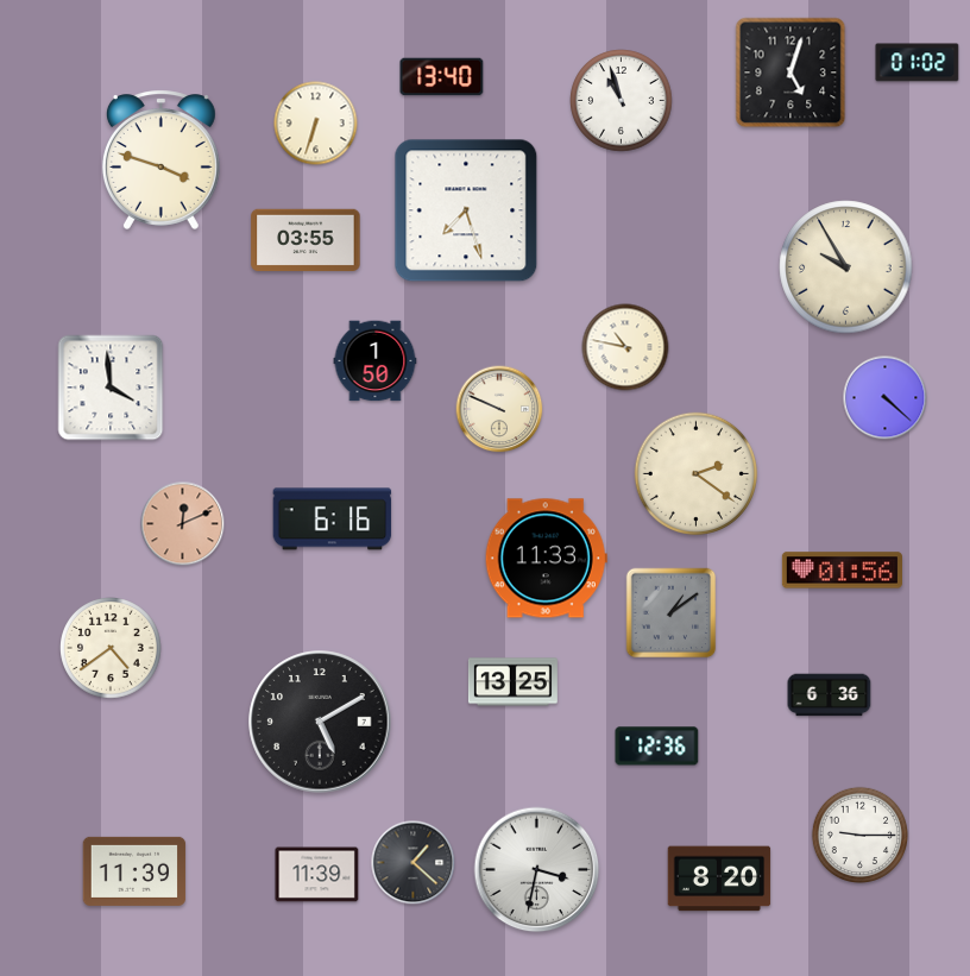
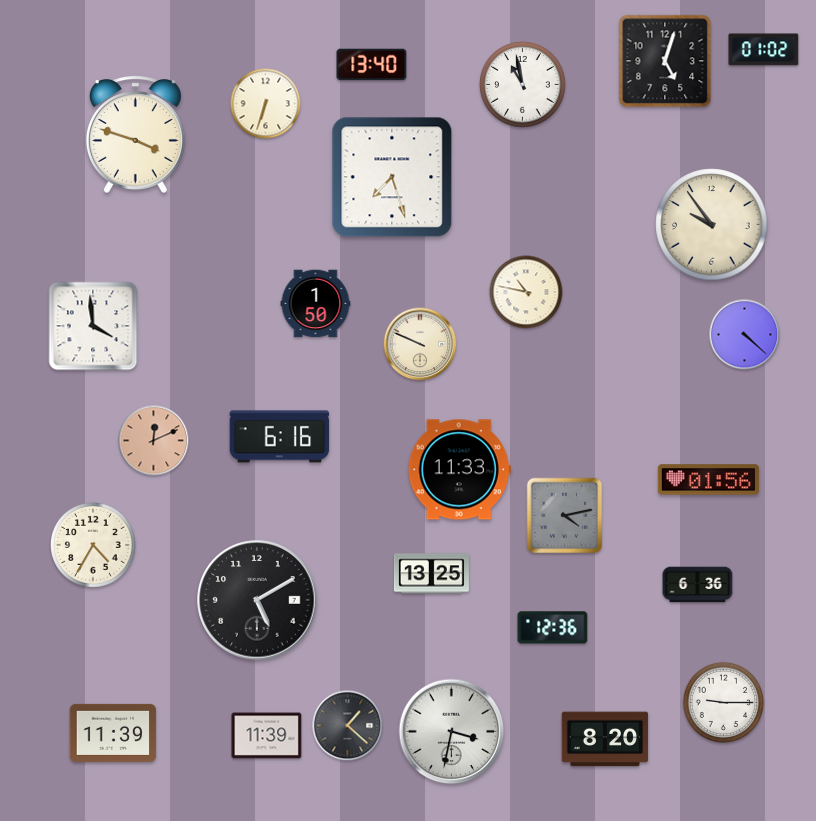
clock at (918, 63) position: (918, 63) -> (764, 50)
clock at (622, 101): 10:57 -> 10:58
clock at (306, 240): 03:55 -> none
clock at (846, 267): 9:55 -> 9:54
clock at (697, 474): 2:21 -> none
clock at (672, 613): 1:09 -> 4:13
clock at (112, 649): 4:39 -> 4:35
clock at (320, 722) position: (320, 722) -> (257, 600)
